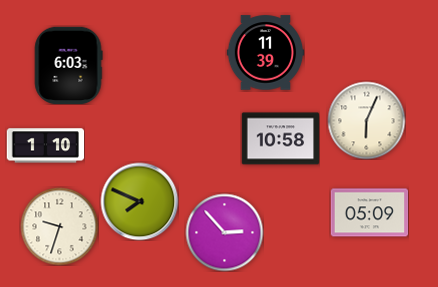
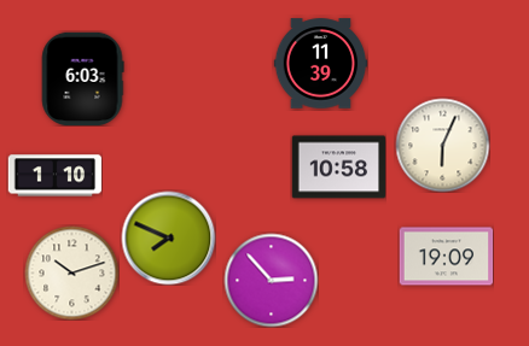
clock at (139, 201) position: (139, 201) -> (168, 237)
clock at (369, 213): 05:09 -> 19:09
clock at (59, 226): 9:33 -> 10:12
